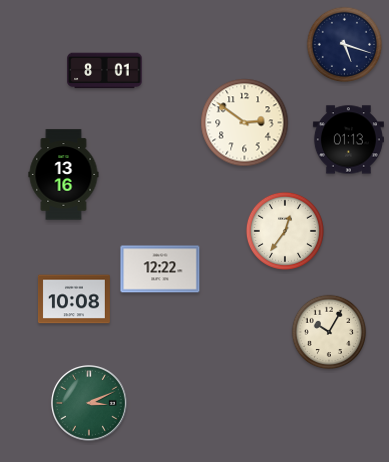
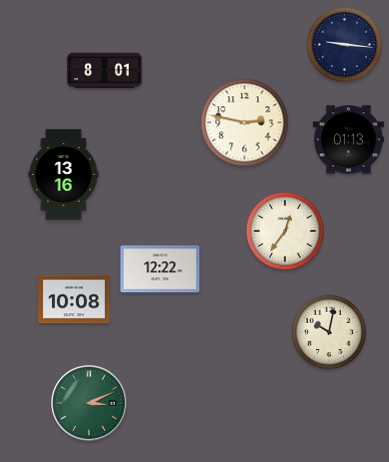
clock at (345, 45): 5:18 -> 9:16
clock at (245, 123): 2:51 -> 2:47
clock at (329, 332): 10:05 -> 10:02
